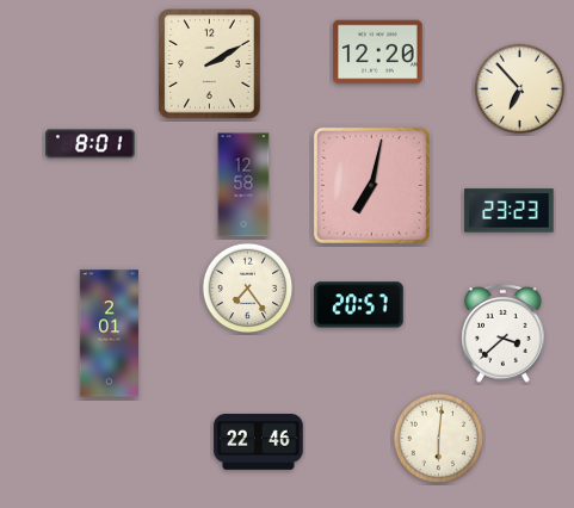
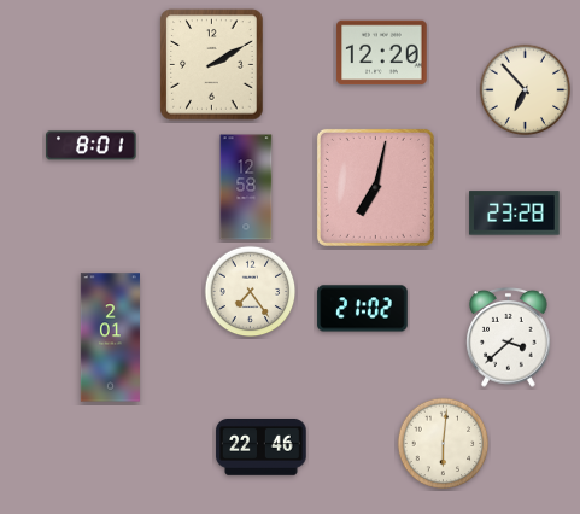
clock at (510, 211): 23:23 -> 23:28
clock at (359, 305): 20:57 -> 21:02
